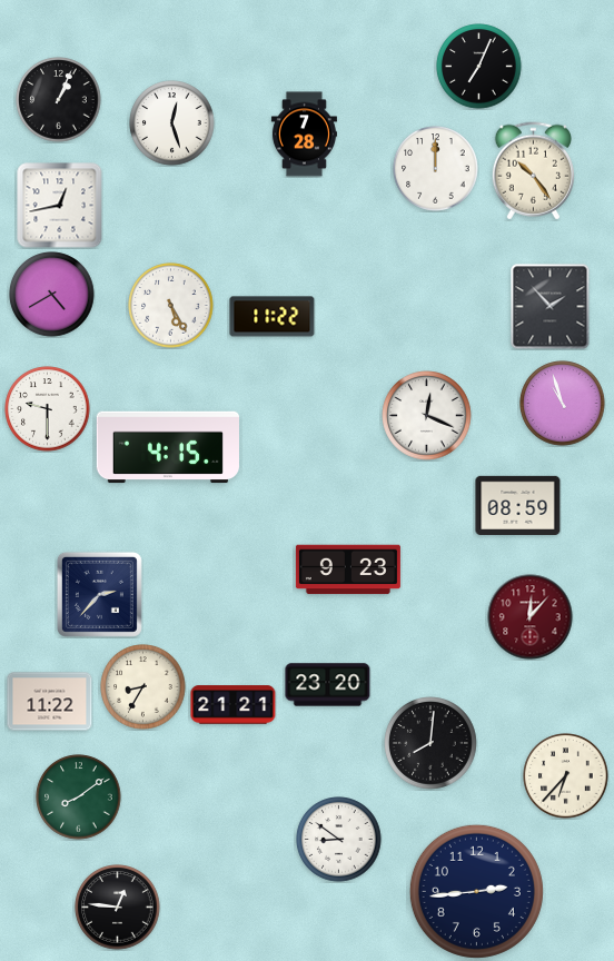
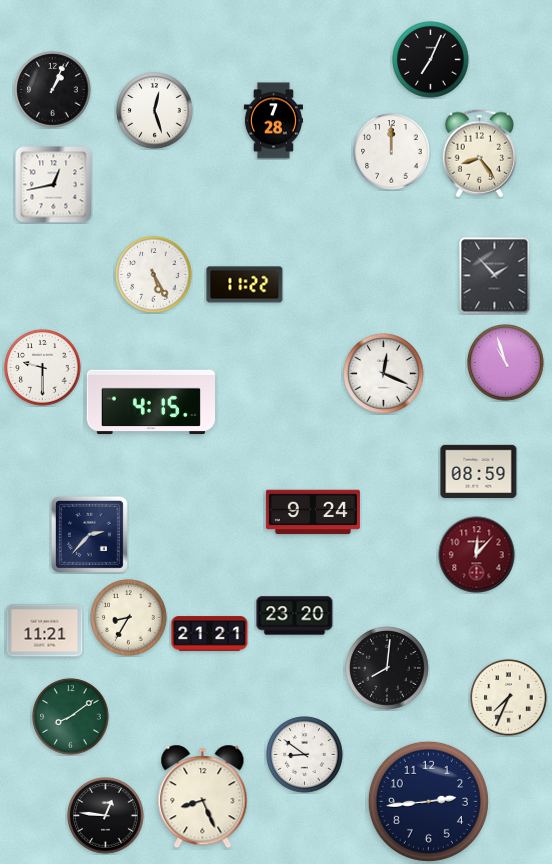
clock at (533, 171): 10:24 -> 8:24
clock at (52, 295): 4:40 -> none
clock at (518, 505) position: (518, 505) -> (479, 471)
clock at (348, 569): 9:23 -> 9:24
clock at (50, 702): 11:22 -> 11:21
clock at (566, 776): 6:37 -> 7:34
clock at (203, 797): none -> 8:26
